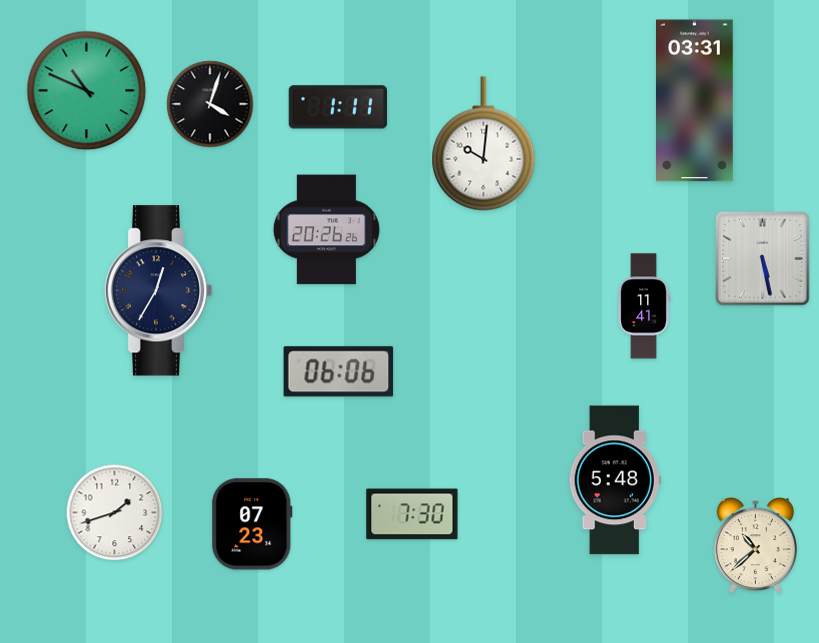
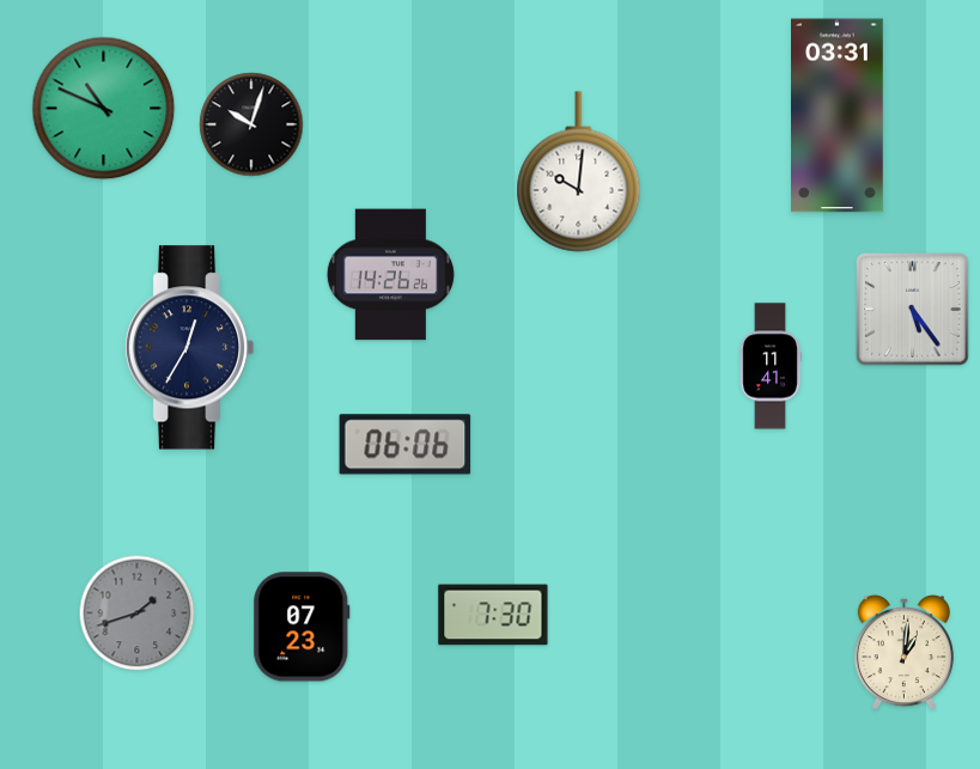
clock at (695, 101) position: (695, 101) -> (838, 116)
clock at (210, 104): 4:03 -> 10:03
clock at (338, 107): 1:11 -> none
clock at (326, 230): 20:26 -> 14:26
clock at (763, 259): 5:28 -> 5:24
clock at (615, 480): 5:48 -> none
clock at (115, 513) dial: white -> grey
clock at (755, 547): 10:38 -> 1:01
